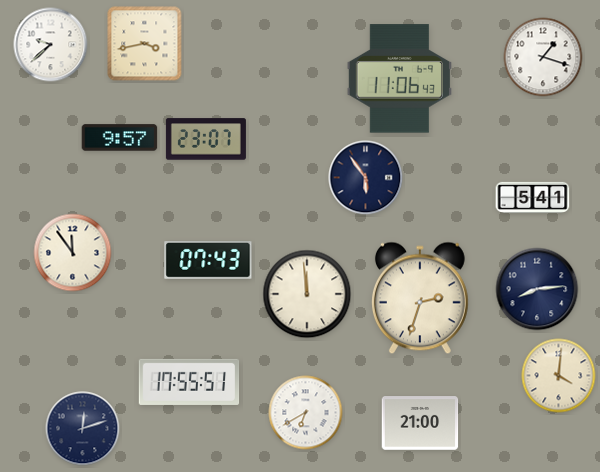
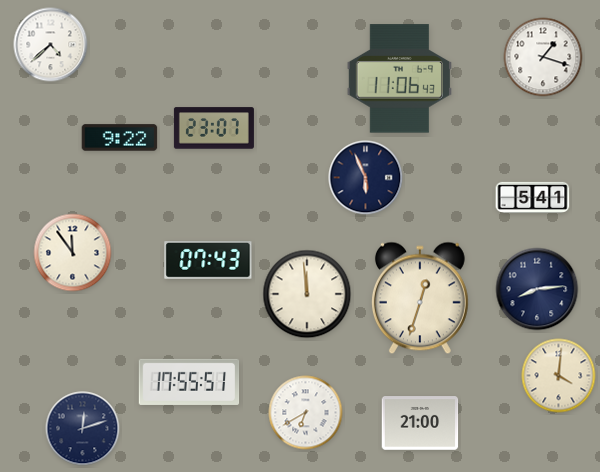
clock at (145, 44): 3:43 -> none
clock at (51, 45): 9:38 -> 4:38
clock at (120, 138): 9:57 -> 9:22
clock at (206, 139) position: (206, 139) -> (214, 128)
clock at (366, 178): 5:54 -> 5:56
clock at (420, 298): 2:33 -> 12:33
